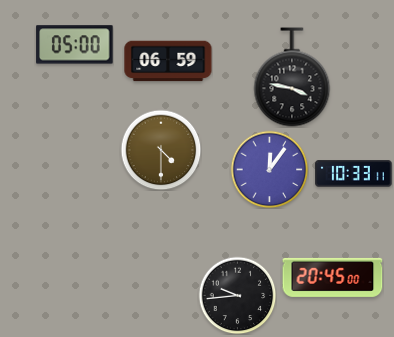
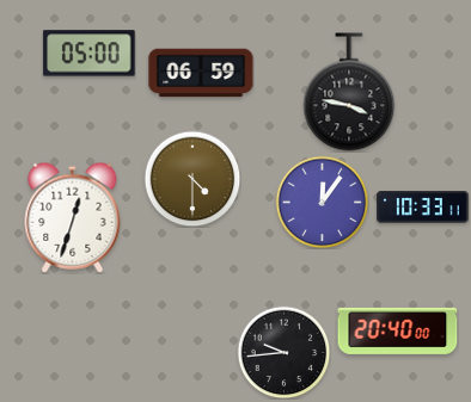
clock at (73, 217): none -> 12:33
clock at (333, 277): 20:45 -> 20:40
